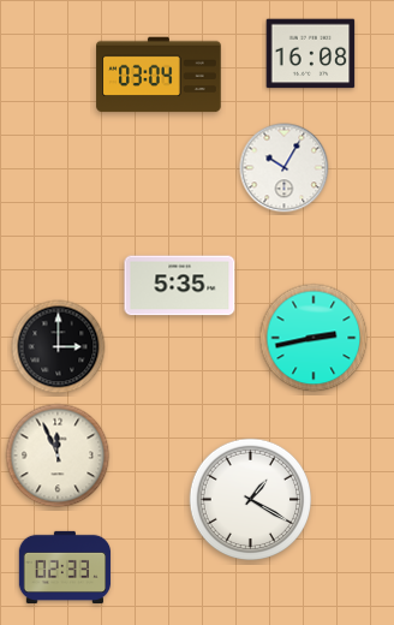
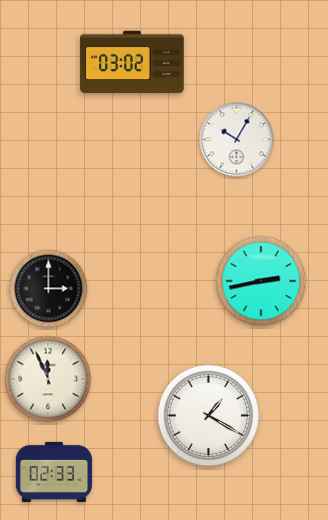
clock at (311, 54): 16:08 -> none
clock at (159, 75): 03:04 -> 03:02
clock at (180, 286): 5:35 -> none
